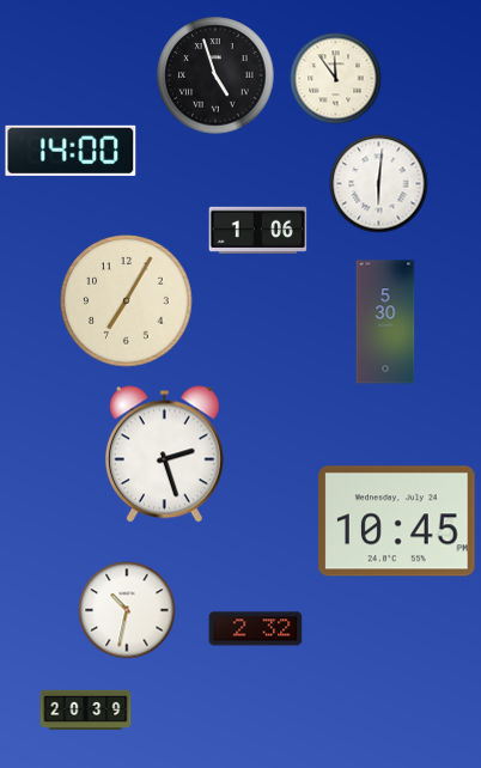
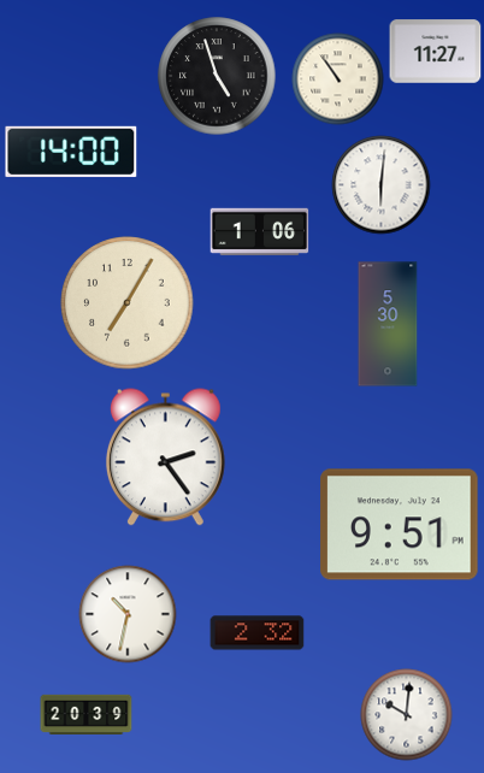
clock at (436, 52): none -> 11:27
clock at (336, 79): 11:54 -> 10:54
clock at (164, 455): 2:27 -> 2:24
clock at (397, 522): 10:45 -> 9:51
clock at (407, 715): none -> 10:01
